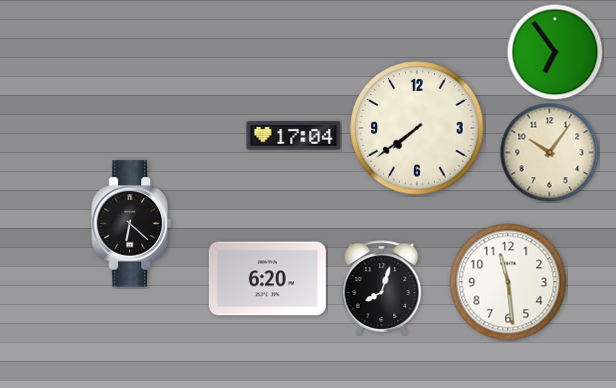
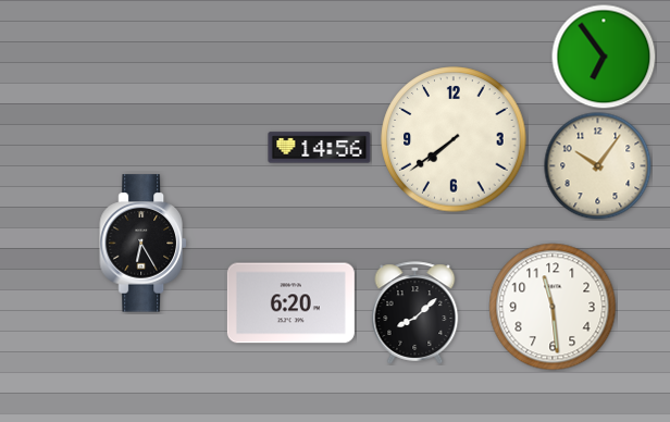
clock at (294, 136): 17:04 -> 14:56
clock at (132, 224): 6:22 -> 6:25
clock at (382, 288): 8:03 -> 8:08
